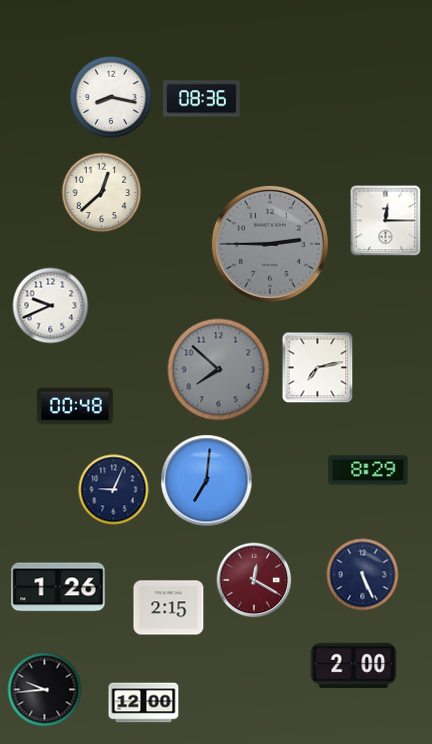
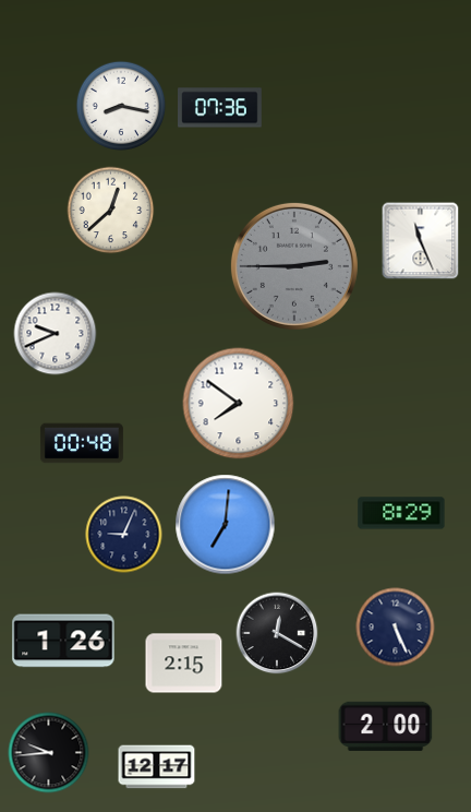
clock at (202, 99): 08:36 -> 07:36
clock at (386, 221): 12:15 -> 11:26
clock at (318, 368): 7:13 -> none
clock at (219, 370): 7:52 -> 7:51
clock at (219, 370) dial: grey -> white
clock at (254, 580) dial: burgundy -> black
clock at (144, 703): 12:00 -> 12:17
